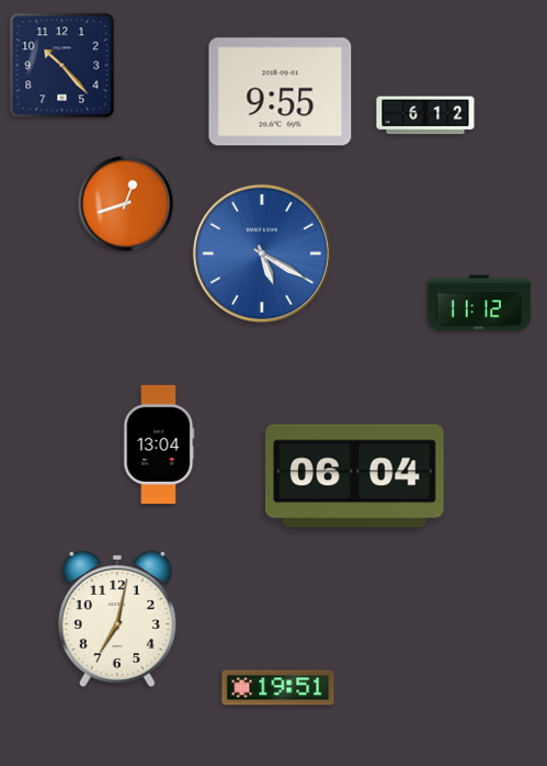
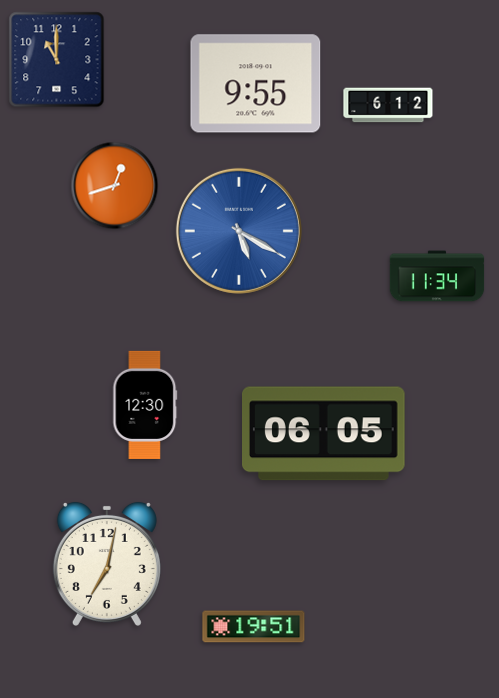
clock at (62, 66): 10:23 -> 11:00
clock at (479, 303): 11:12 -> 11:34
clock at (159, 444): 13:04 -> 12:30
clock at (355, 476): 06:04 -> 06:05
